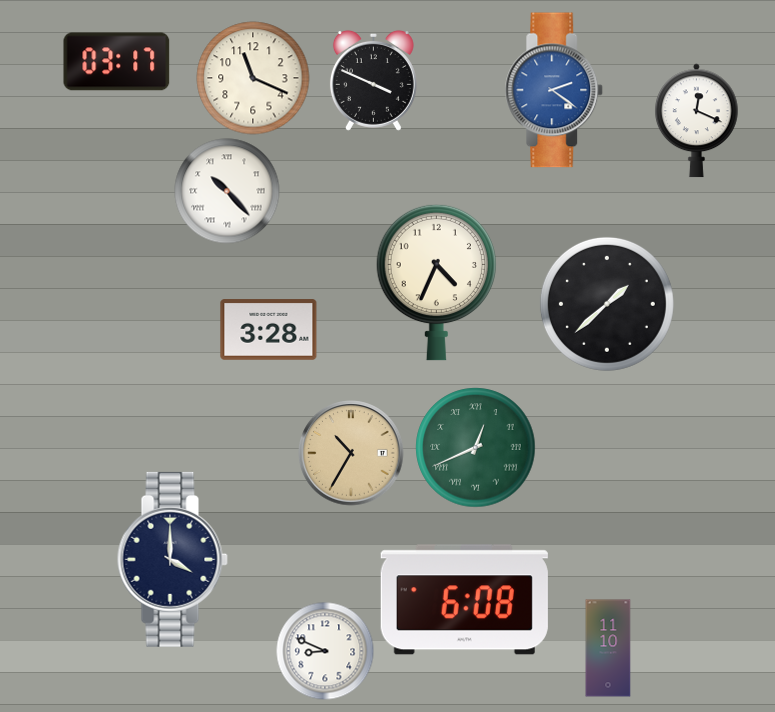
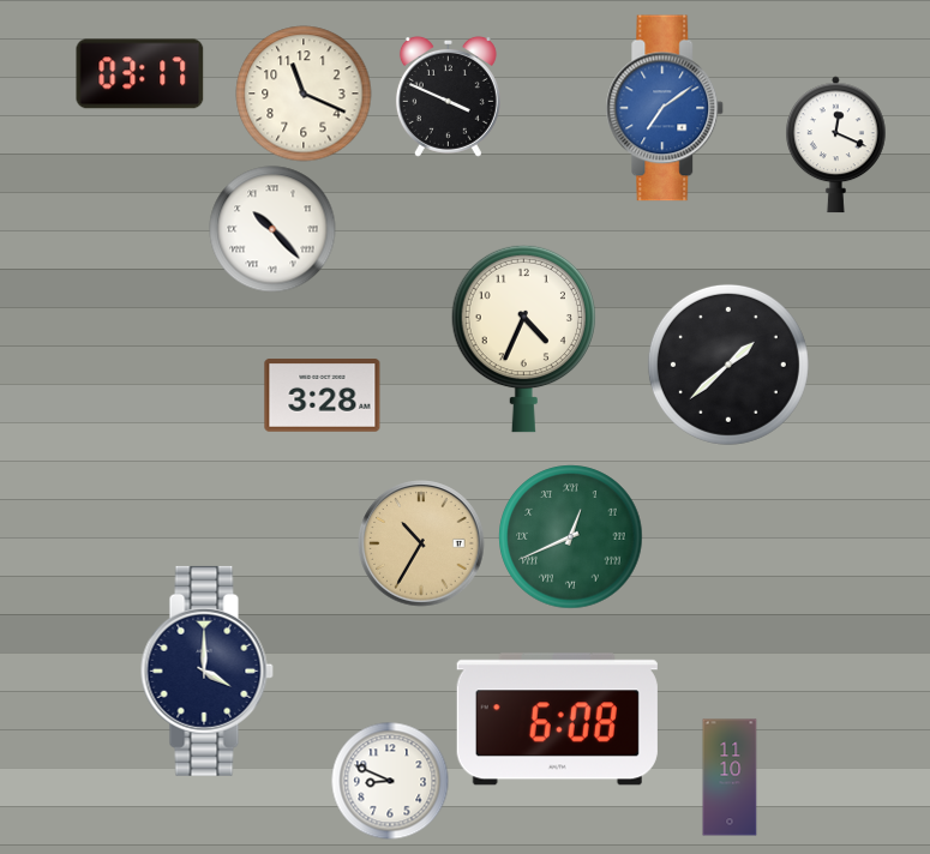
clock at (554, 90): 2:21 -> 7:09
